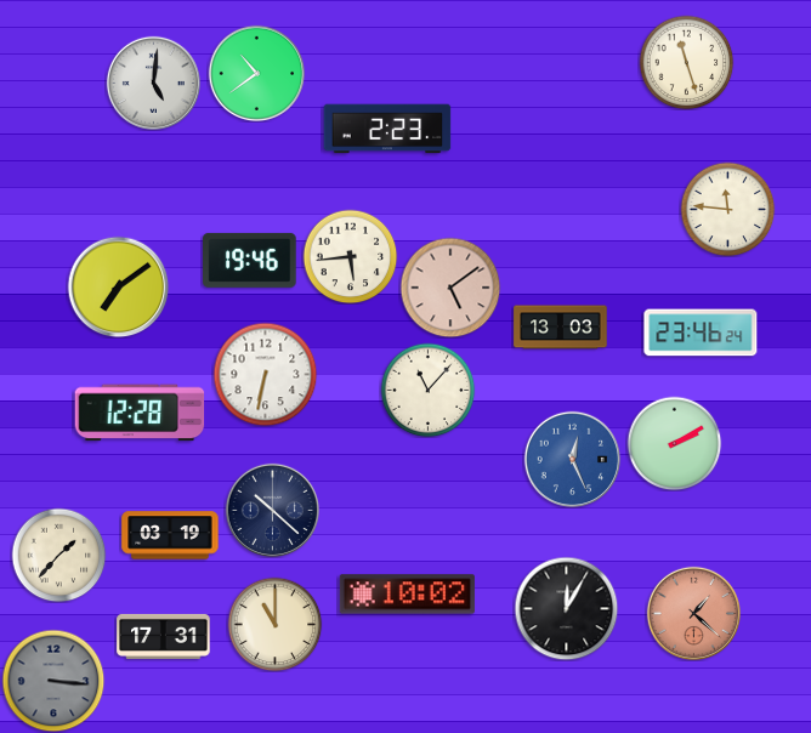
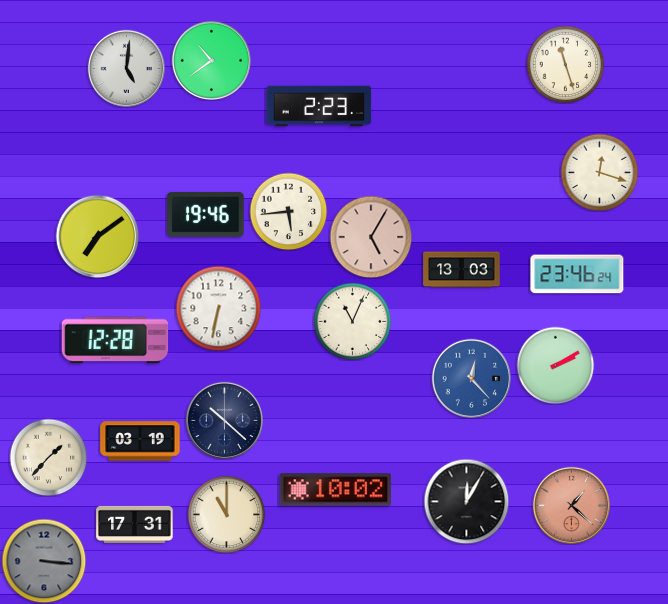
clock at (686, 62) position: (686, 62) -> (565, 64)
clock at (727, 209): 11:46 -> 12:18
clock at (450, 288): 5:09 -> 5:05
clock at (427, 390): 11:07 -> 11:04
clock at (572, 459): 12:26 -> 12:23
